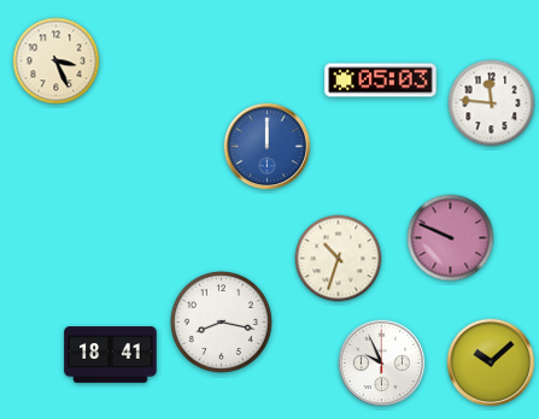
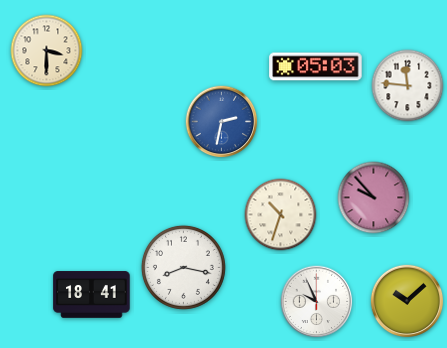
clock at (57, 61): 3:26 -> 3:30
clock at (268, 147): 12:00 -> 2:32
clock at (451, 238): 9:49 -> 9:53
